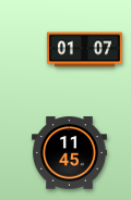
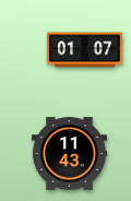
clock at (69, 153): 11:45 -> 11:43
